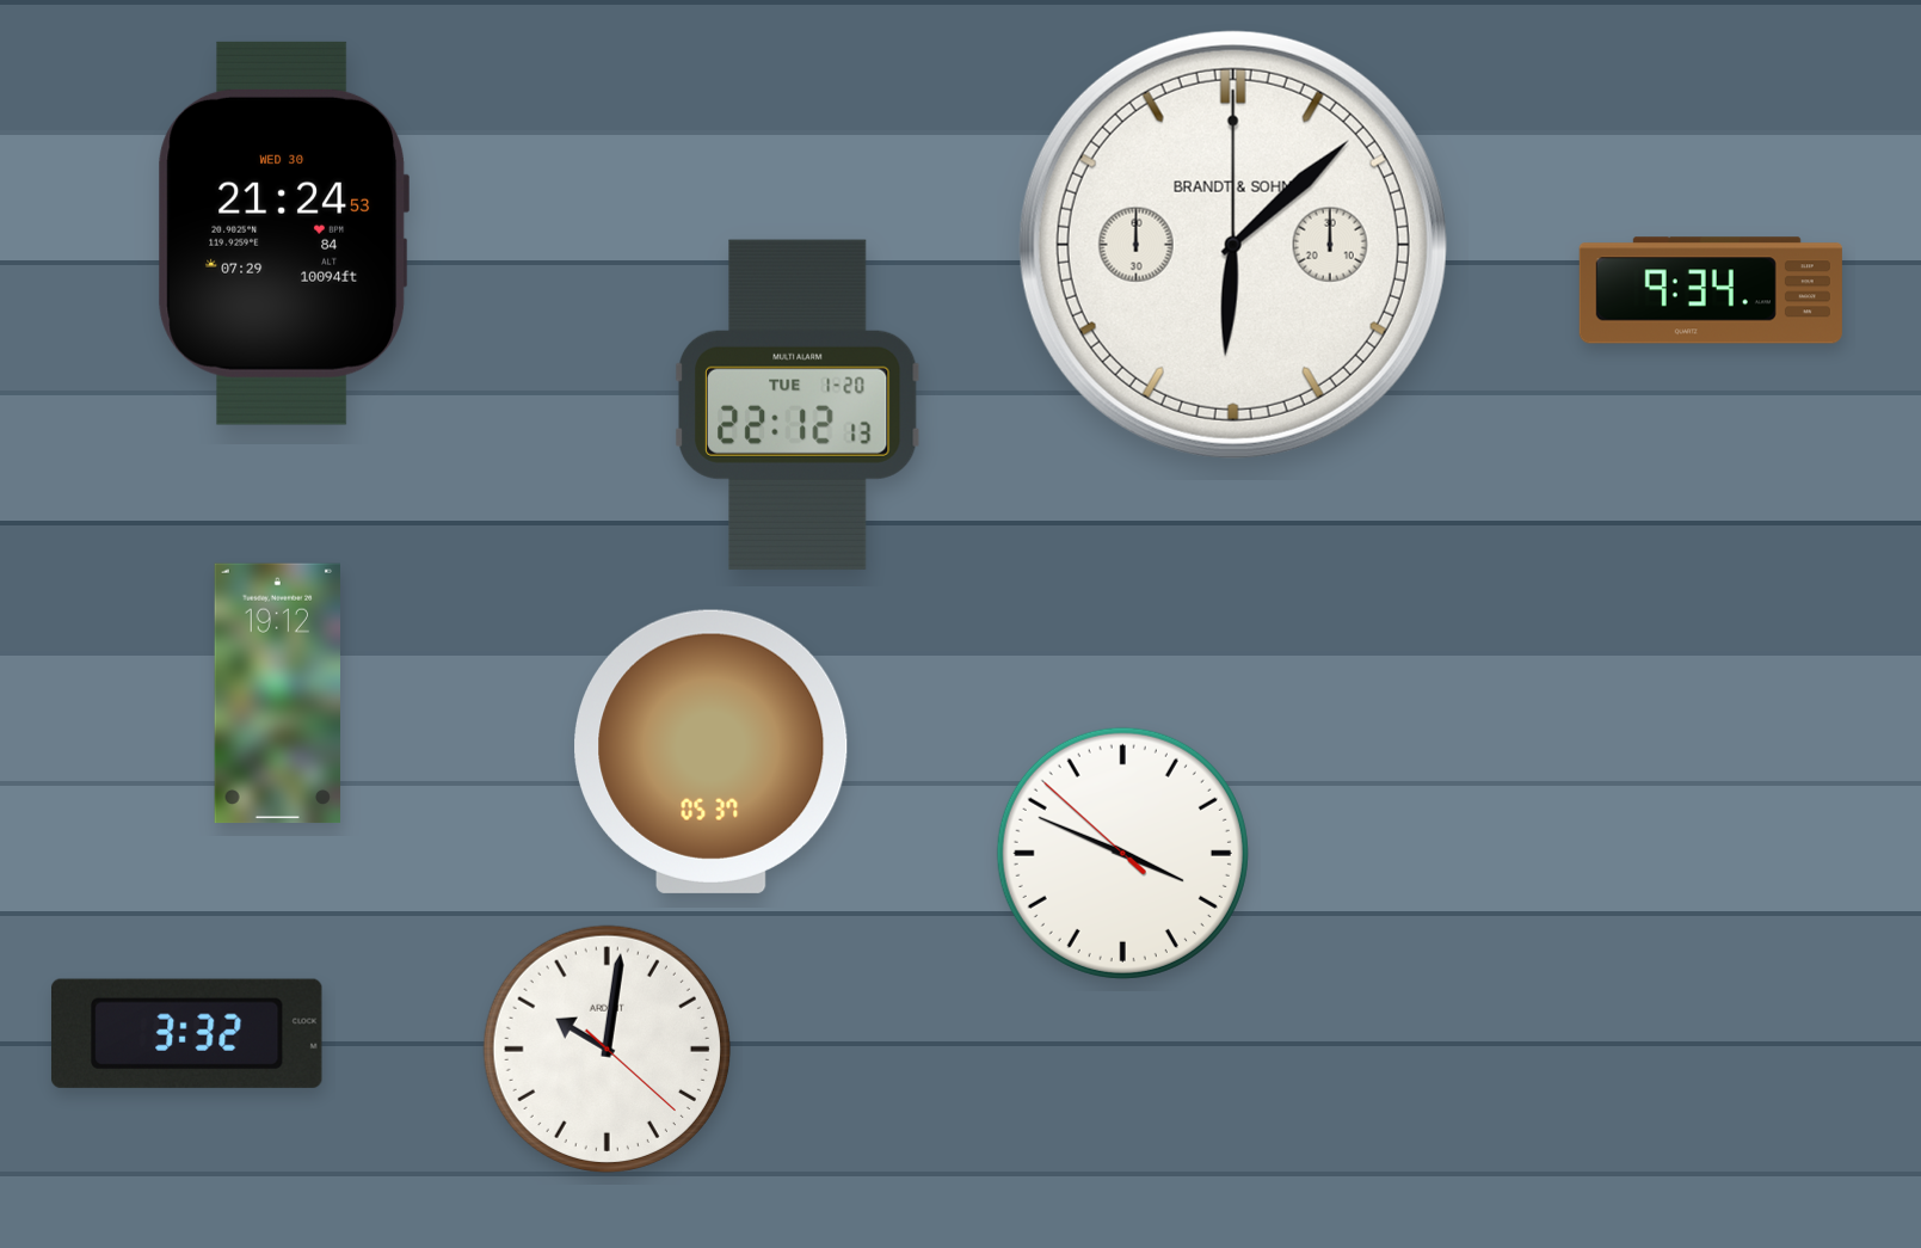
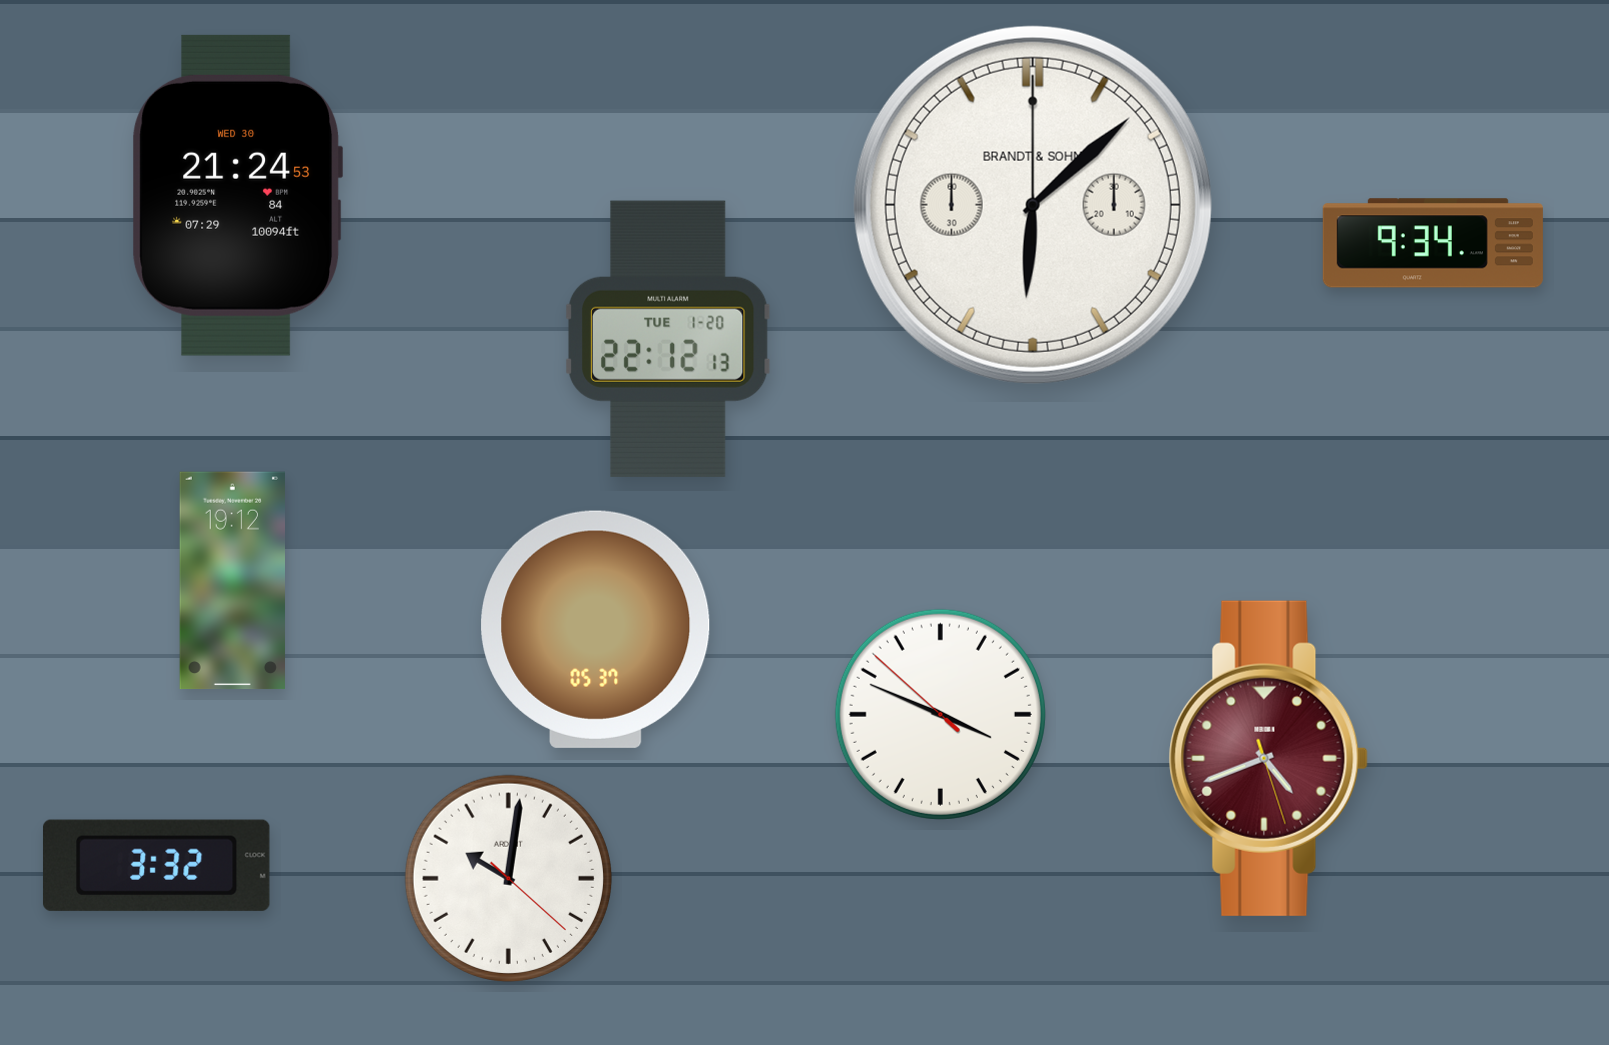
clock at (1268, 758): none -> 4:41
